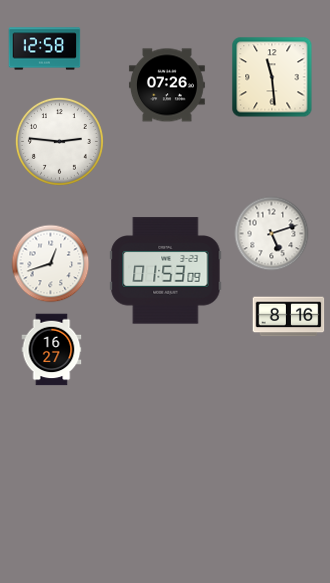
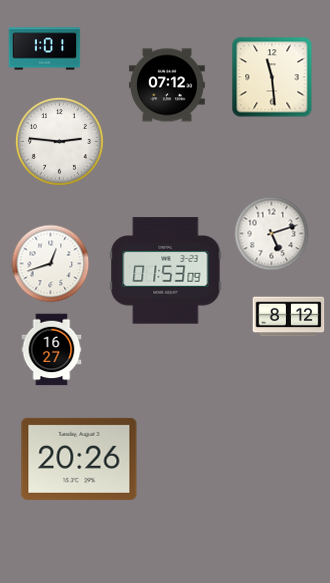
clock at (45, 49): 12:58 -> 1:01
clock at (167, 85): 07:26 -> 07:12
clock at (289, 317): 8:16 -> 8:12
clock at (79, 459): none -> 20:26
